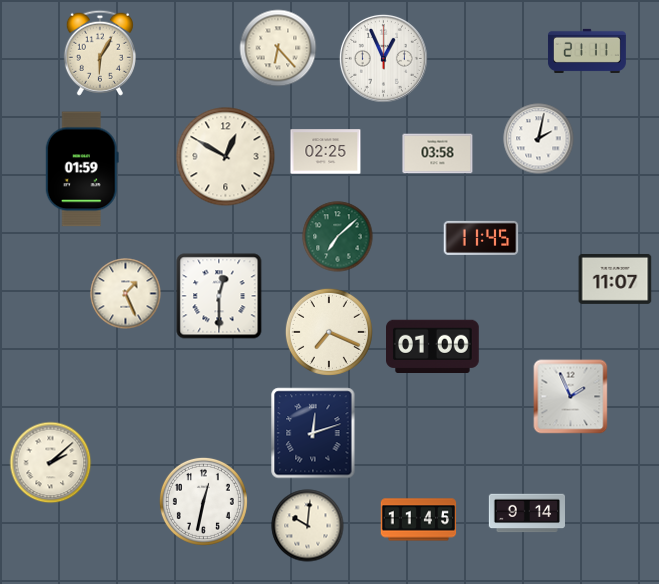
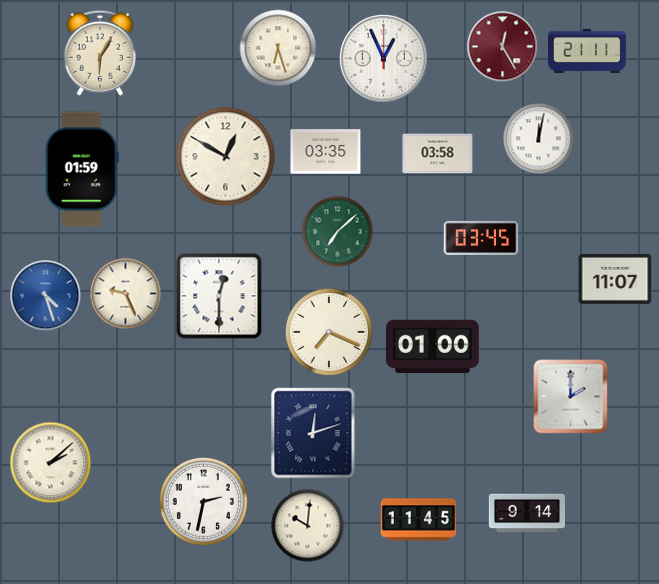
clock at (503, 47): none -> 12:25
clock at (278, 48): 6:23 -> 6:27
clock at (539, 139): 2:02 -> 12:02
clock at (326, 152): 02:25 -> 03:35
clock at (338, 237) position: (338, 237) -> (338, 232)
clock at (481, 238): 11:45 -> 03:45
clock at (126, 294): 1:26 -> 9:26
clock at (46, 296): none -> 4:27
clock at (571, 397): 1:56 -> 2:00
clock at (203, 501): 12:32 -> 2:32
